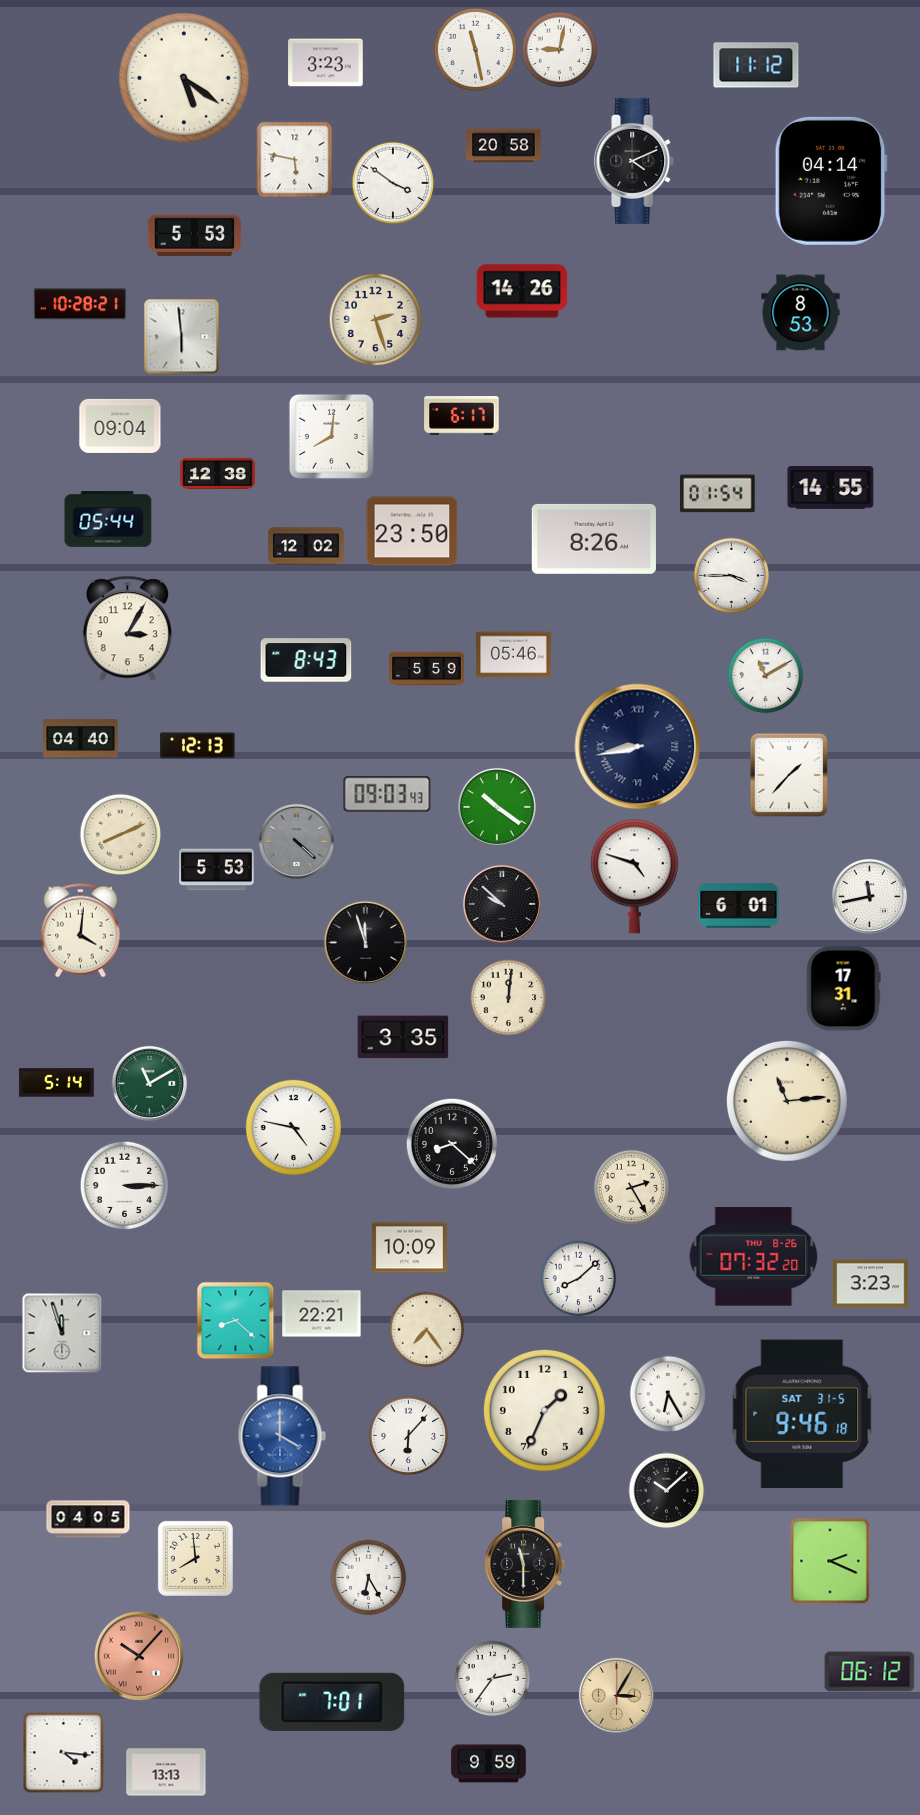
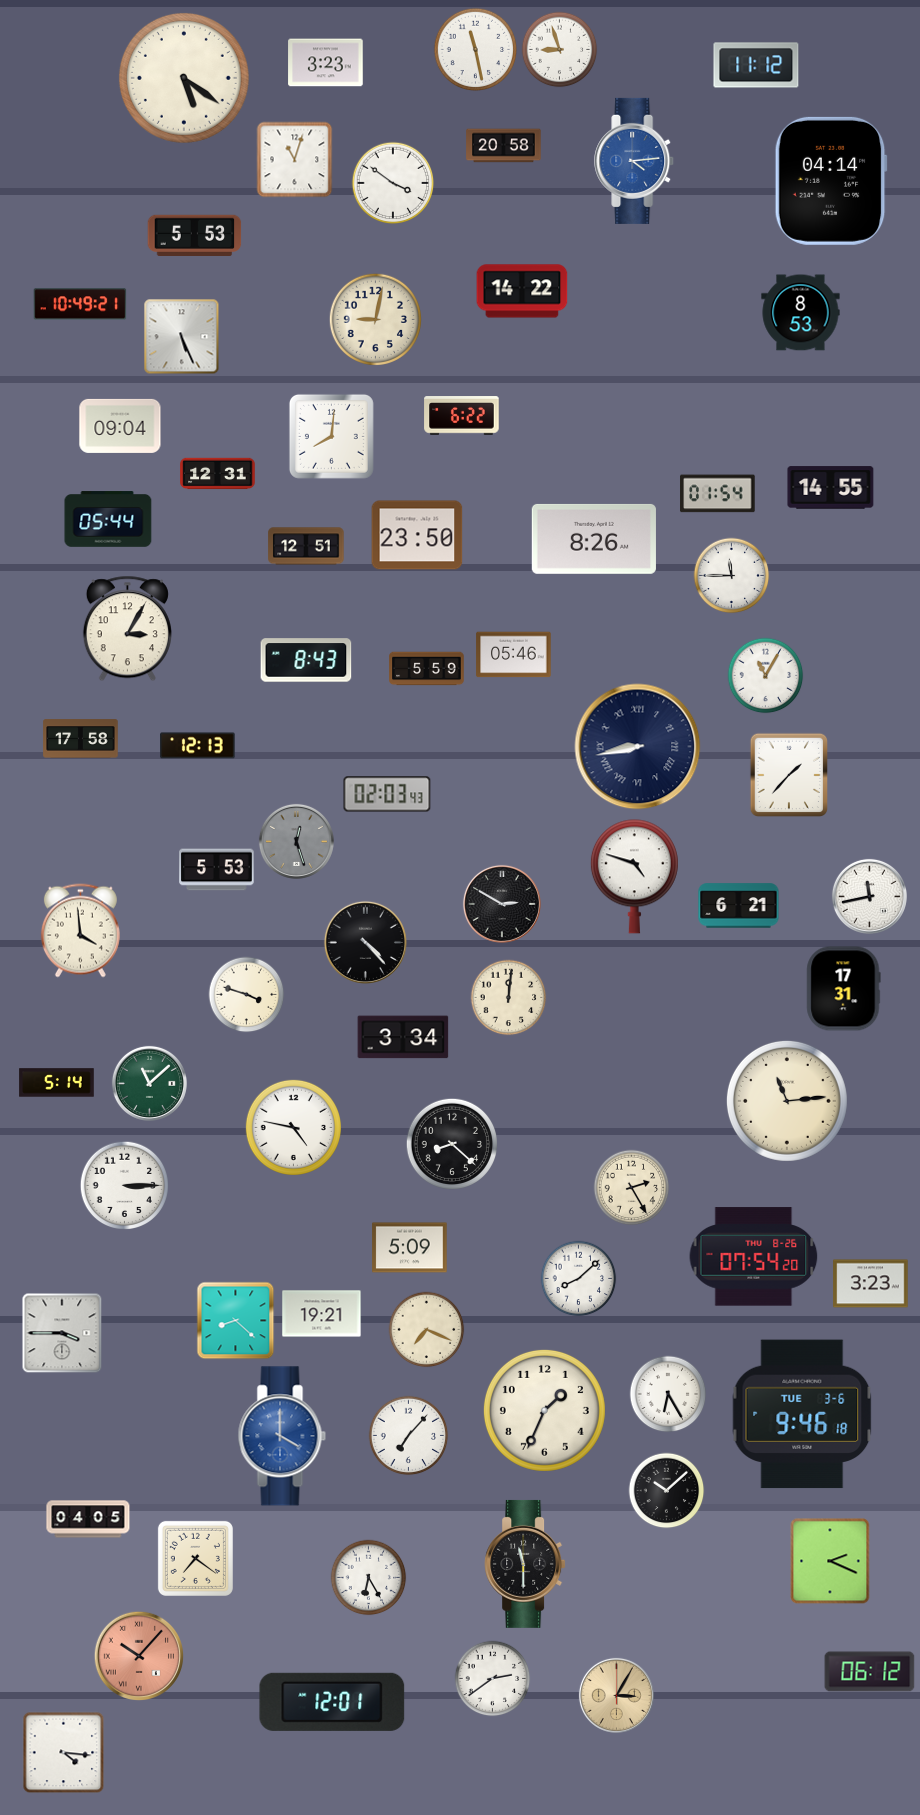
clock at (560, 50): 9:02 -> 8:57
clock at (295, 160): 5:47 -> 11:03
clock at (635, 161): 4:11 -> 4:14
clock at (635, 161) dial: black -> blue
clock at (522, 291): 14:26 -> 14:22
clock at (80, 304): 10:28 -> 10:49
clock at (375, 319): 2:27 -> 9:02
clock at (182, 337): 5:59 -> 5:26
clock at (462, 416): 6:17 -> 6:22
clock at (218, 474): 12:38 -> 12:31
clock at (412, 531) position: (412, 531) -> (417, 535)
clock at (306, 546): 12:02 -> 12:51
clock at (732, 576): 3:45 -> 11:45
clock at (766, 676): 11:10 -> 11:05
clock at (81, 739): 04:40 -> 17:58
clock at (387, 794): 09:03 -> 02:03
clock at (497, 807): 10:21 -> none
clock at (121, 835): 8:11 -> none
clock at (296, 841): 4:22 -> 12:27
clock at (502, 904): 9:52 -> 2:50
clock at (739, 906): 6:01 -> 6:21
clock at (80, 931): 4:01 -> 3:59
clock at (365, 942): 11:57 -> 4:23
clock at (247, 995): none -> 3:48
clock at (403, 1037): 3:35 -> 3:34
clock at (149, 1083): 11:10 -> 11:08
clock at (410, 1248): 10:09 -> 5:09
clock at (754, 1257): 07:32 -> 07:54
clock at (322, 1314): 22:21 -> 19:21
clock at (427, 1330): 7:24 -> 7:19
clock at (62, 1333): 11:57 -> 3:45
clock at (802, 1414) date: SAT 31-5 -> TUE 3-6
clock at (409, 1436): 6:07 -> 7:07
clock at (195, 1558): 7:59 -> 7:21
clock at (493, 1679): 2:36 -> 2:39
clock at (332, 1702): 7:01 -> 12:01
clock at (489, 1764): 9:59 -> none
clock at (166, 1772): 13:13 -> none
